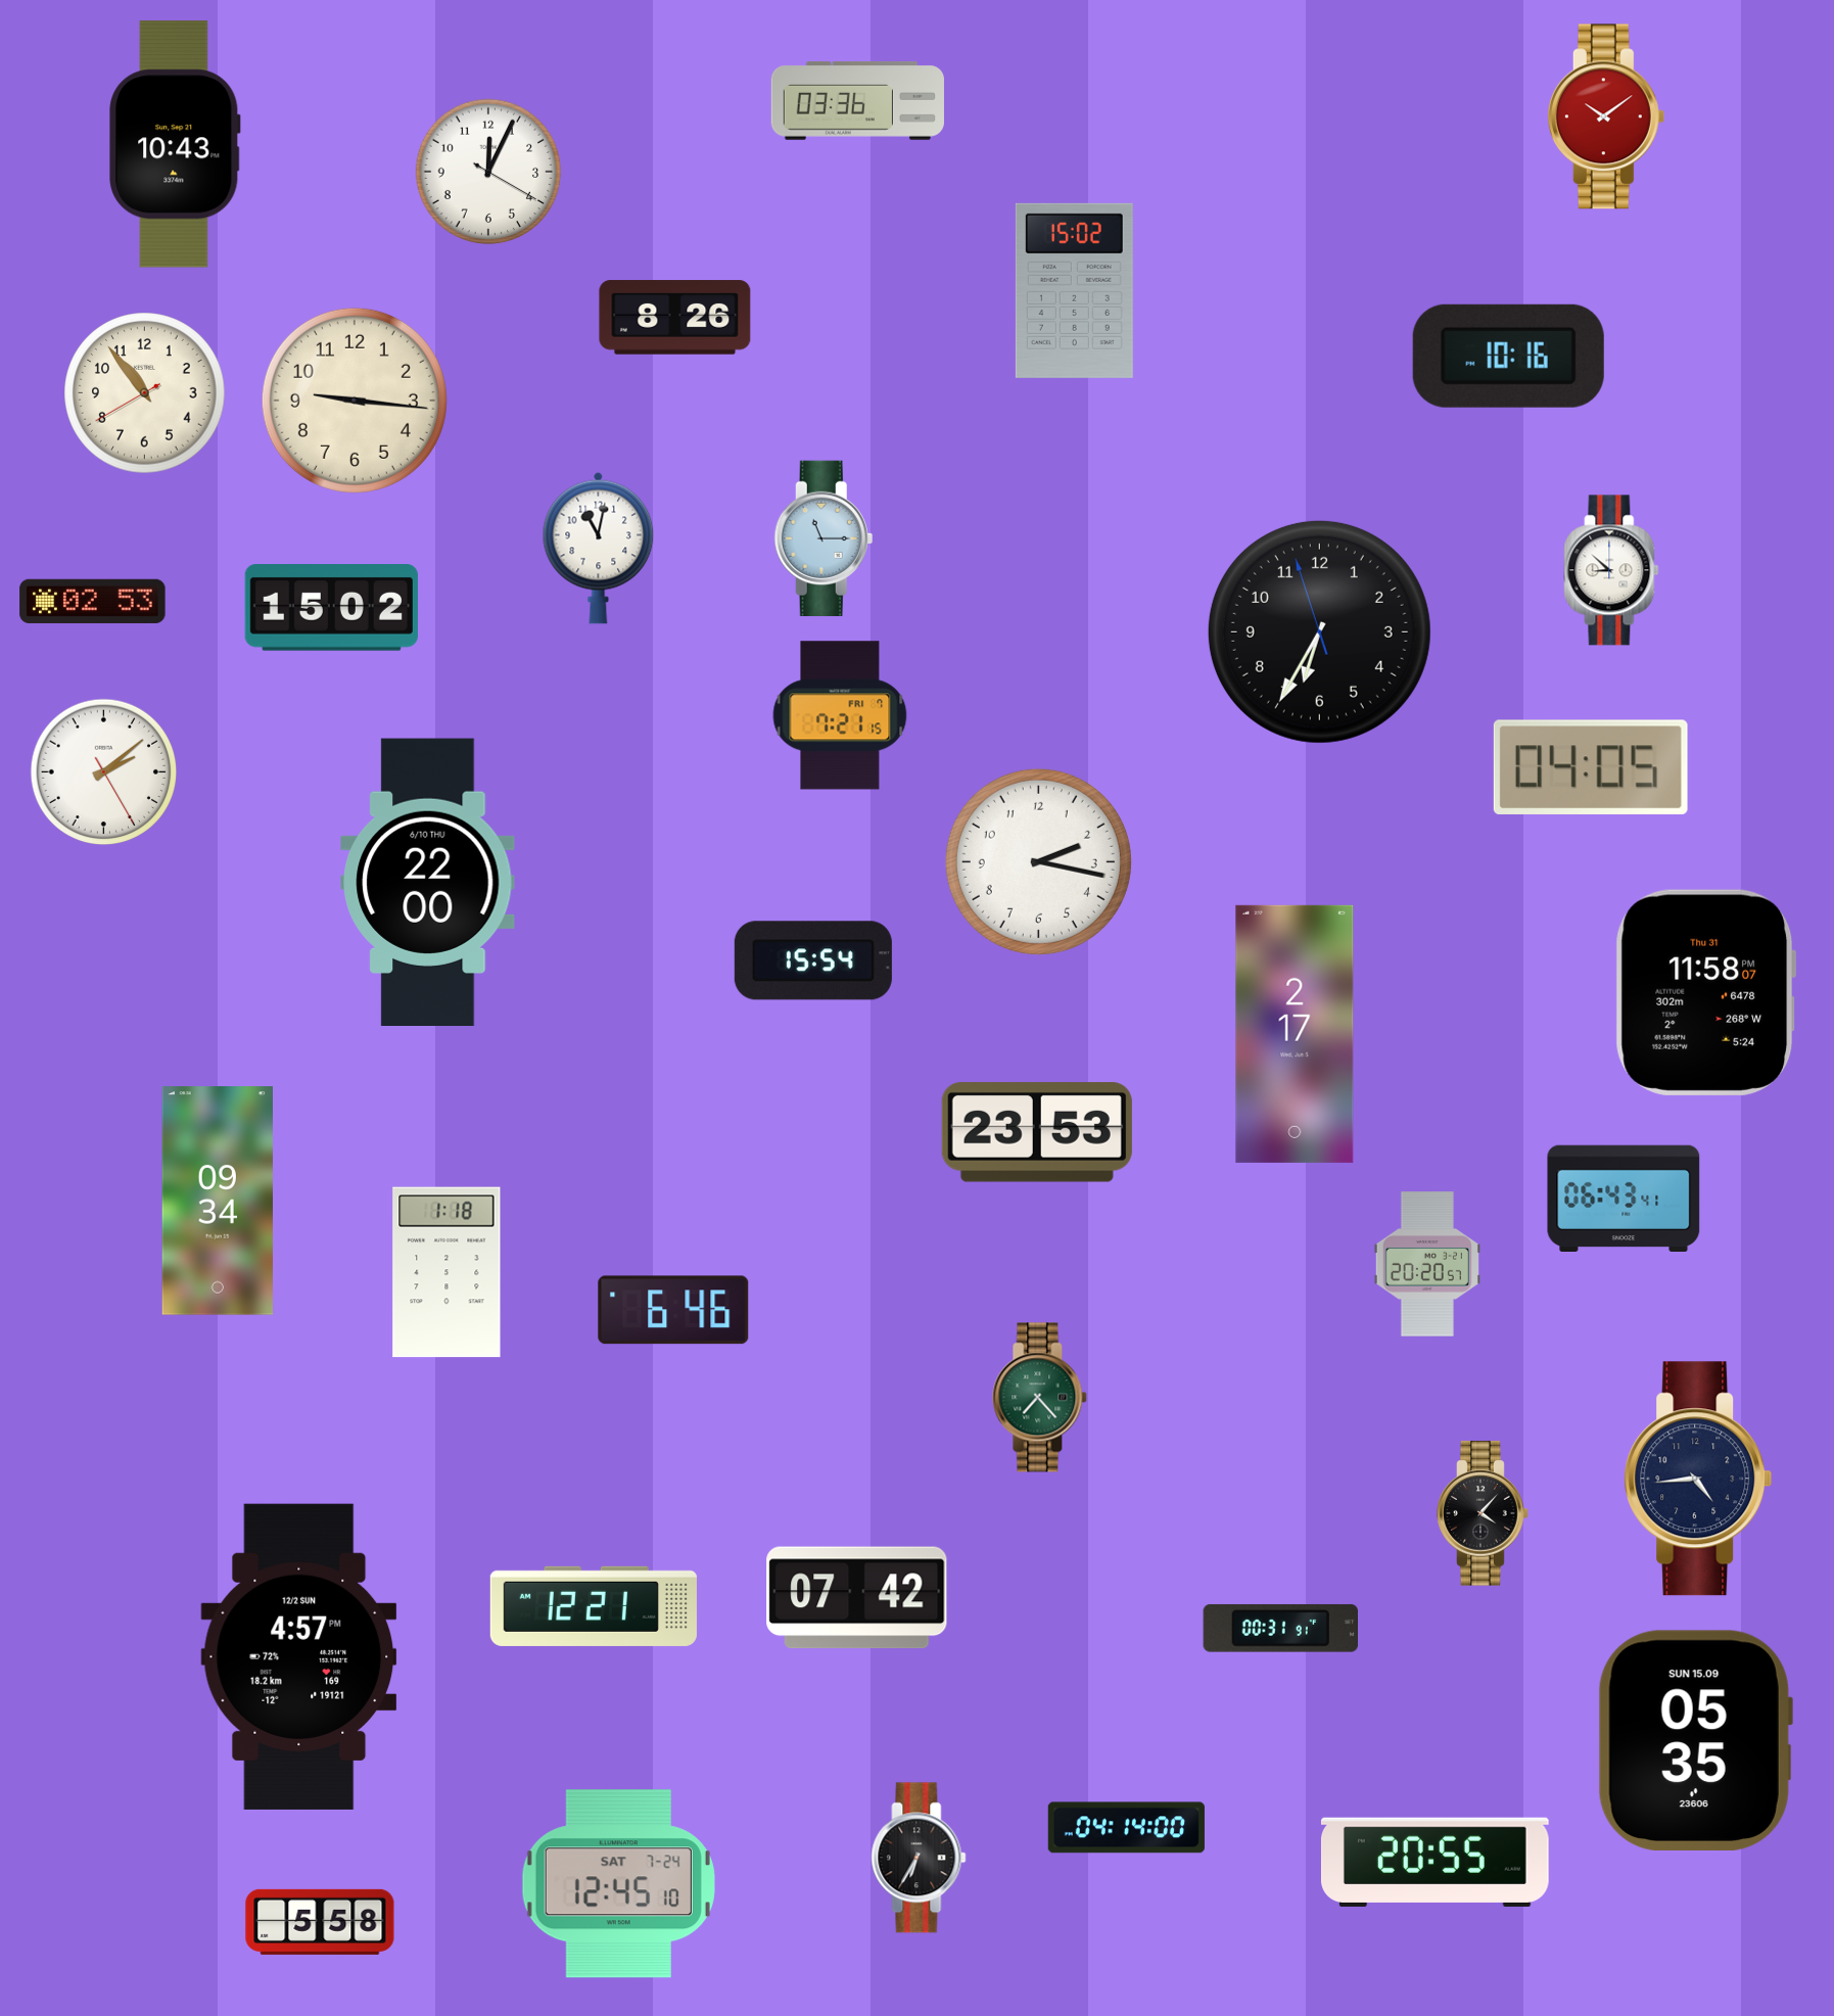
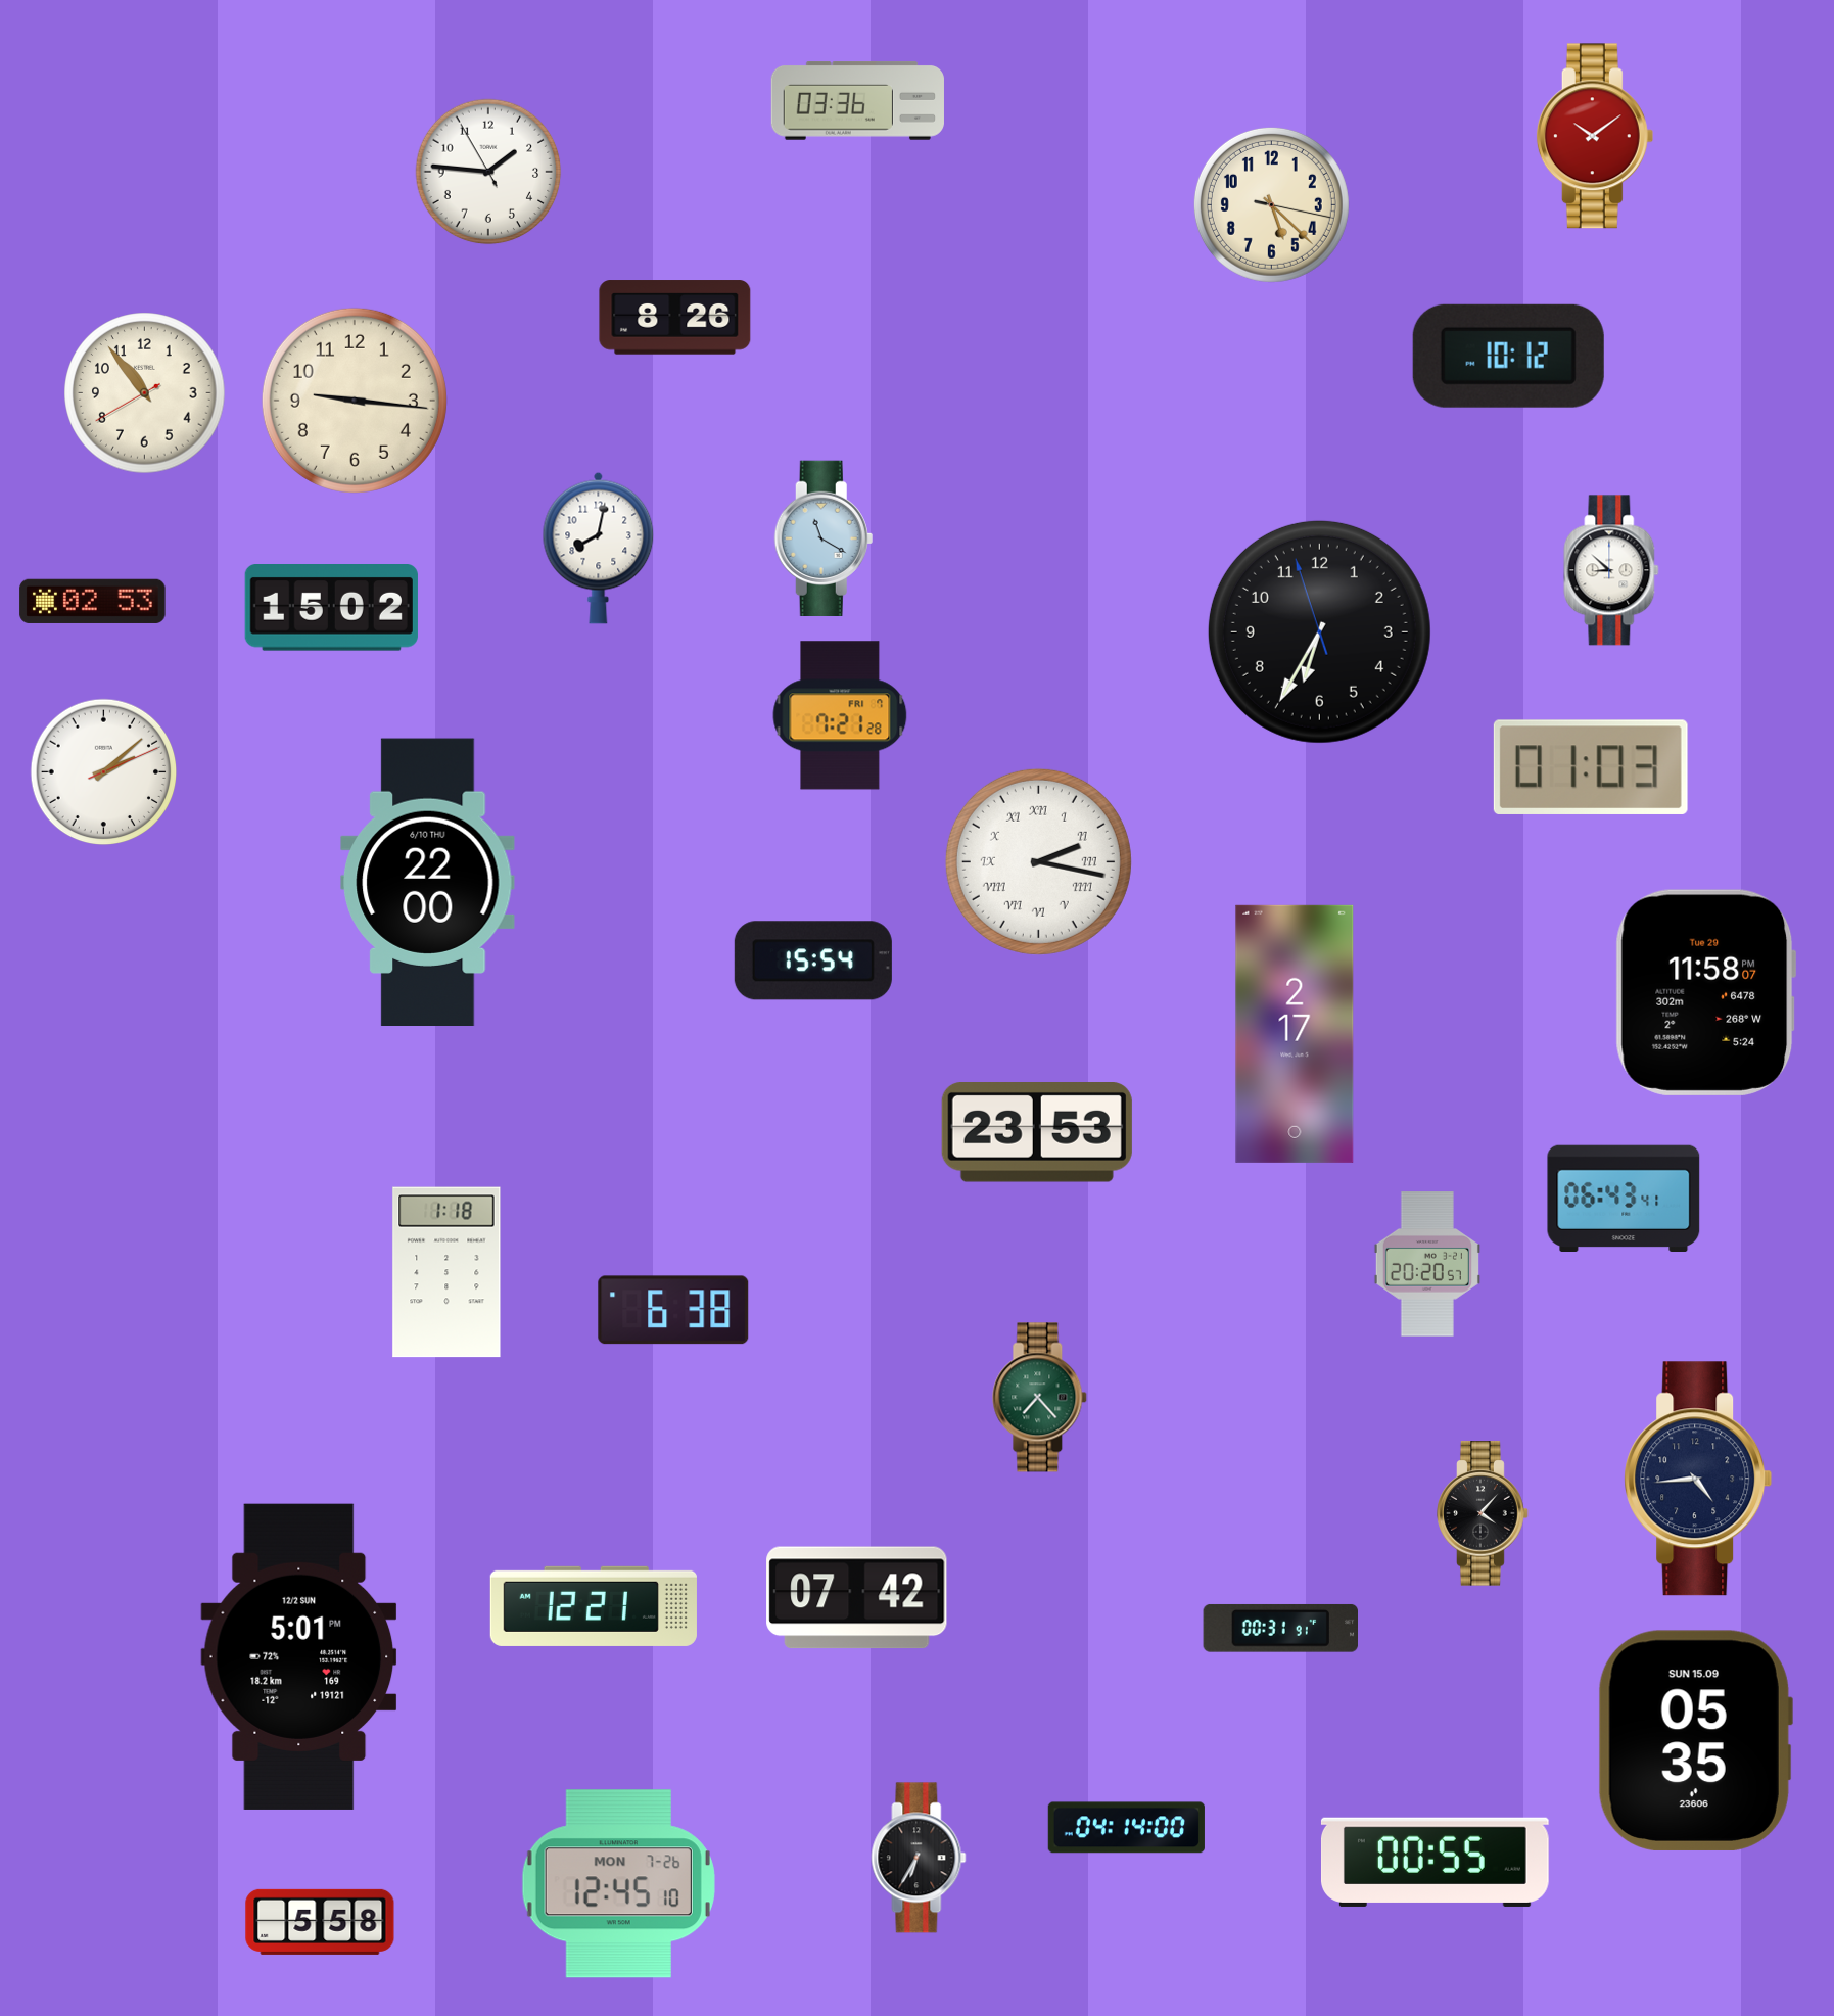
clock at (1606, 116) position: (1606, 116) -> (1595, 136)
clock at (175, 144): 10:43 -> none
clock at (488, 172): 12:04 -> 1:45
clock at (1271, 204): none -> 5:22
clock at (1074, 290): 15:02 -> none
clock at (1508, 356): 10:16 -> 10:12
clock at (824, 537): 11:15 -> 11:20
clock at (599, 548): 11:02 -> 8:02
clock at (840, 715): 7:21:15 -> 7:21:28
clock at (1591, 767): 04:05 -> 01:03
clock at (104, 772): 2:08:25 -> 2:08:11
clock at (1038, 861) numerals: Arabic -> Roman
clock at (1705, 992) date: Thu 31 -> Tue 29
clock at (217, 1201): 09:34 -> none
clock at (673, 1310): 6:46 -> 6:38
clock at (299, 1656): 4:57 -> 5:01
clock at (1435, 1862): 20:55 -> 00:55
clock at (618, 1884) date: SAT 7-24 -> MON 7-26
